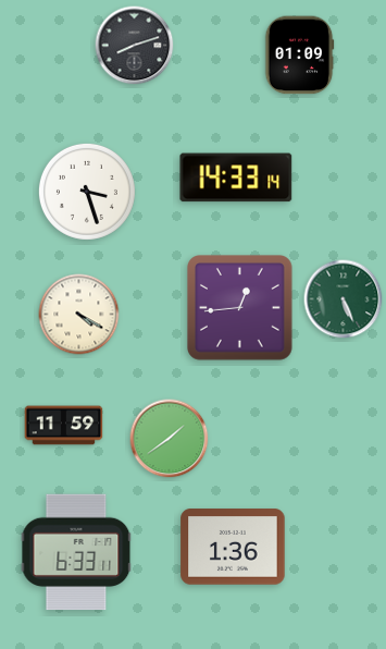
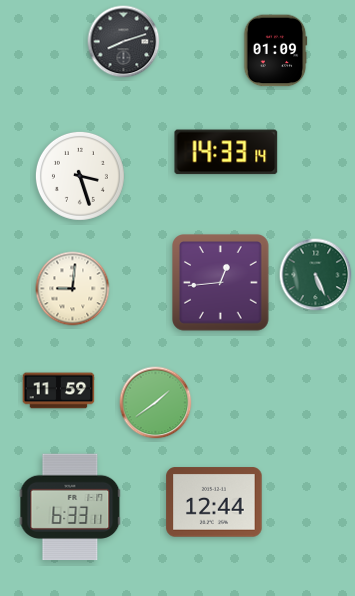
clock at (236, 177) position: (236, 177) -> (226, 152)
clock at (79, 315): 4:20 -> 9:01
clock at (233, 547): 1:36 -> 12:44
